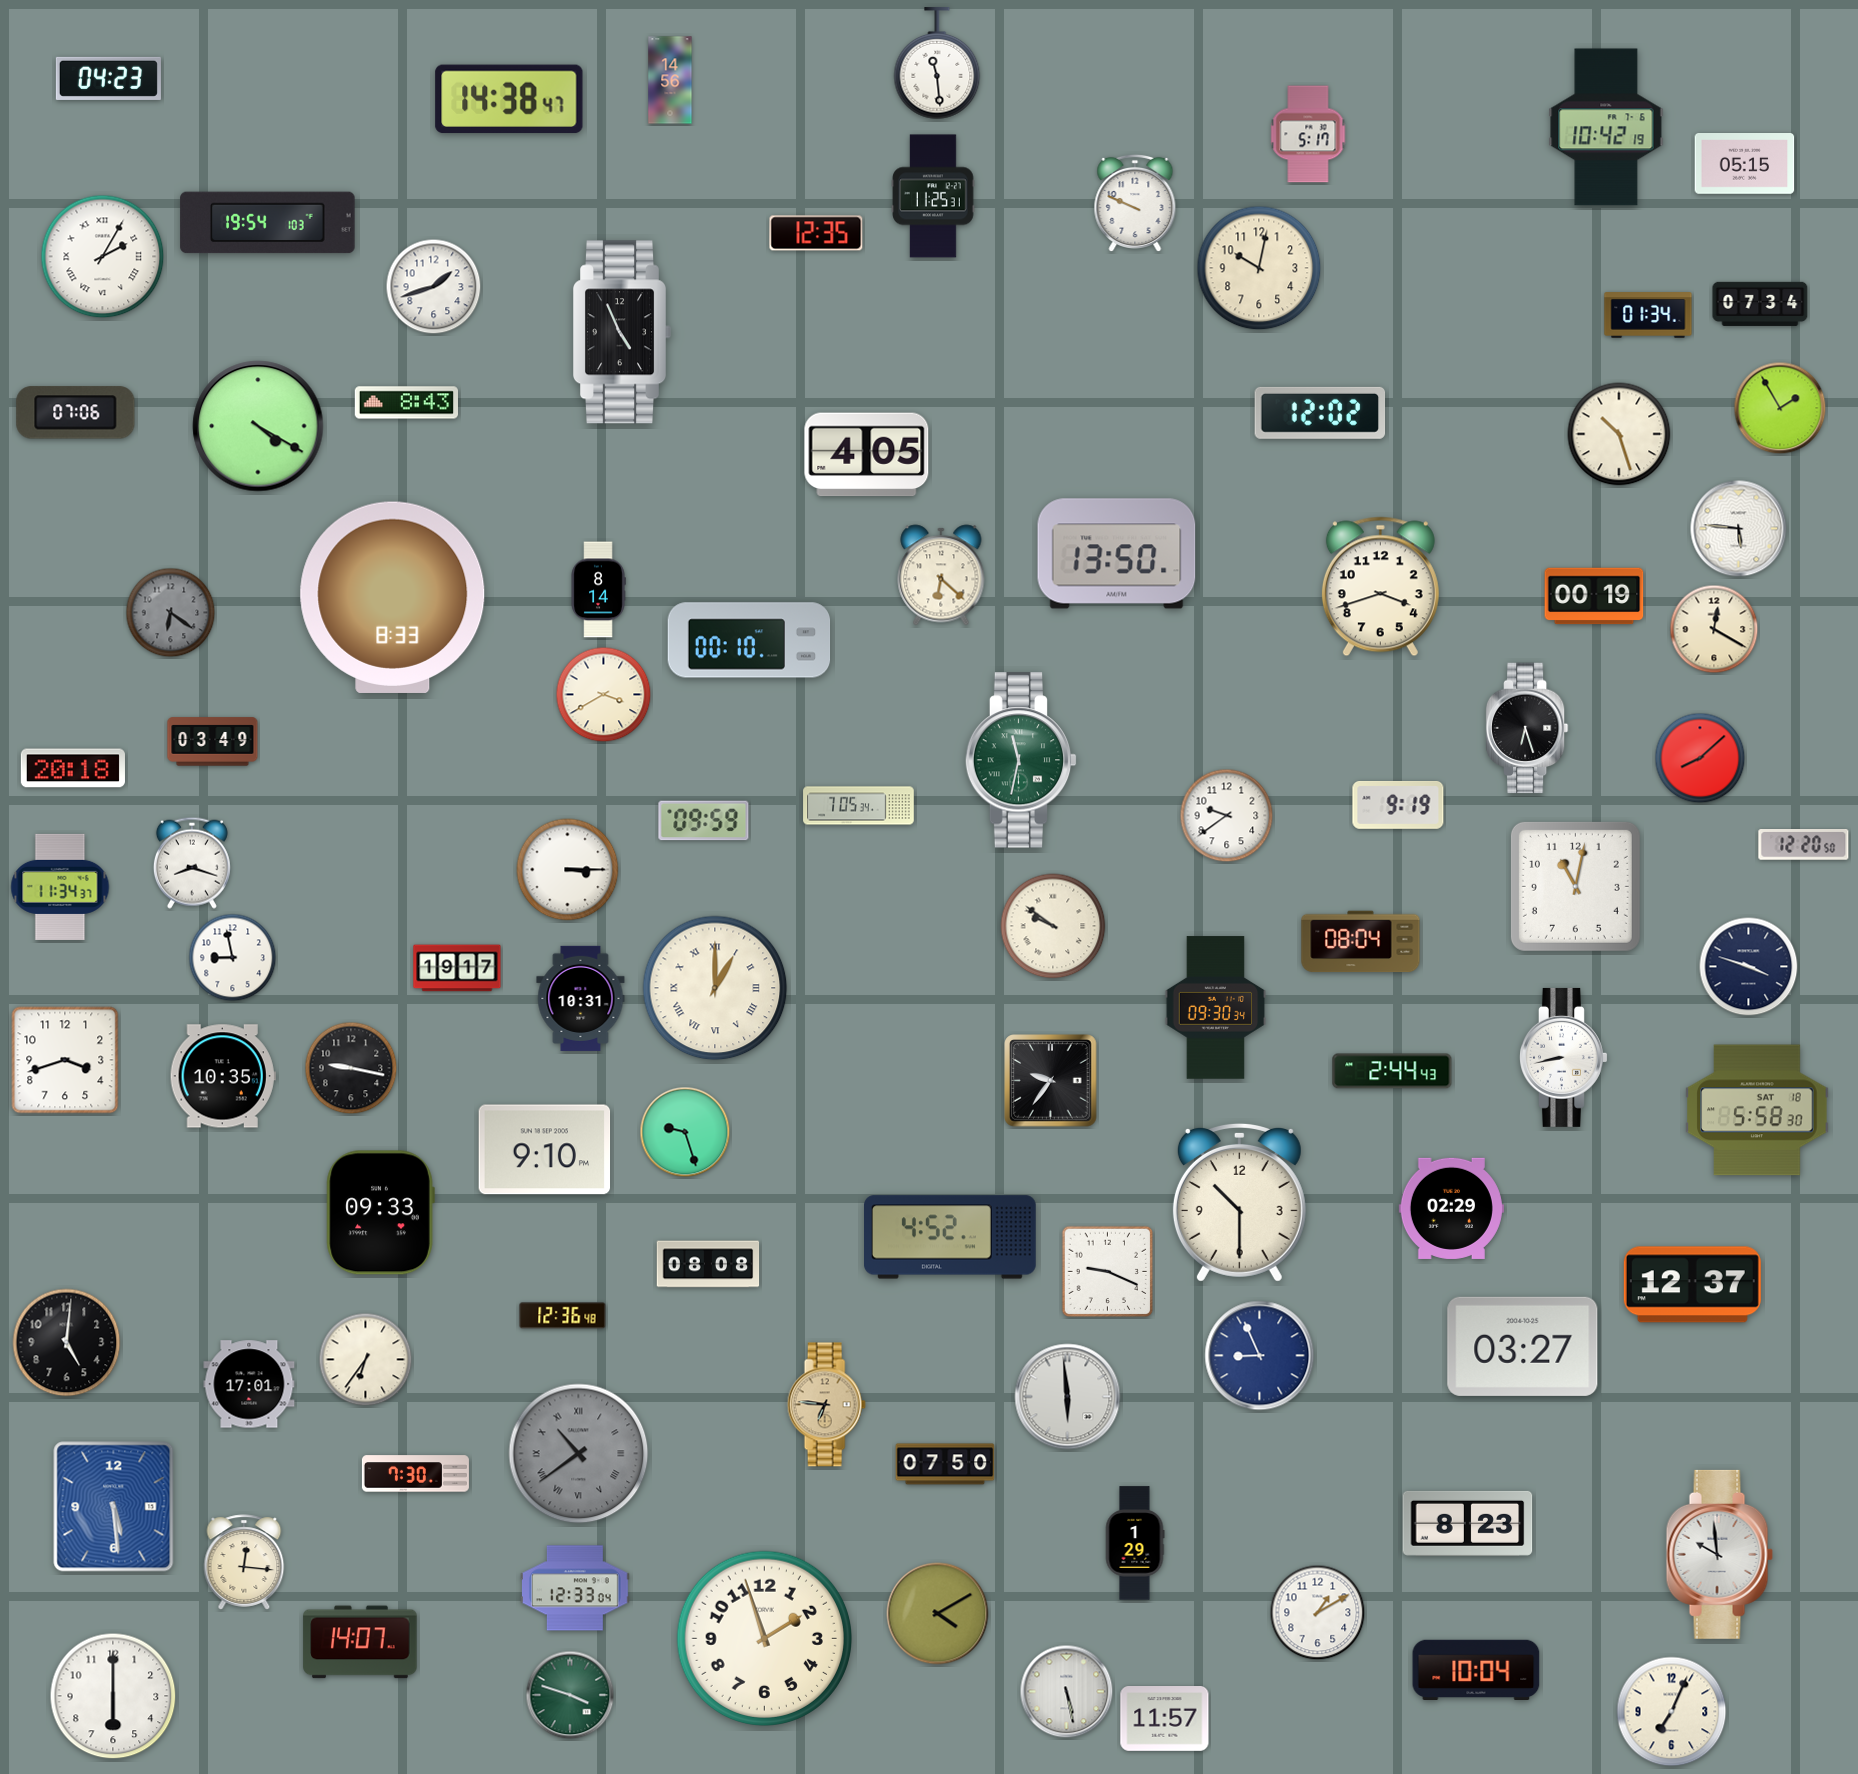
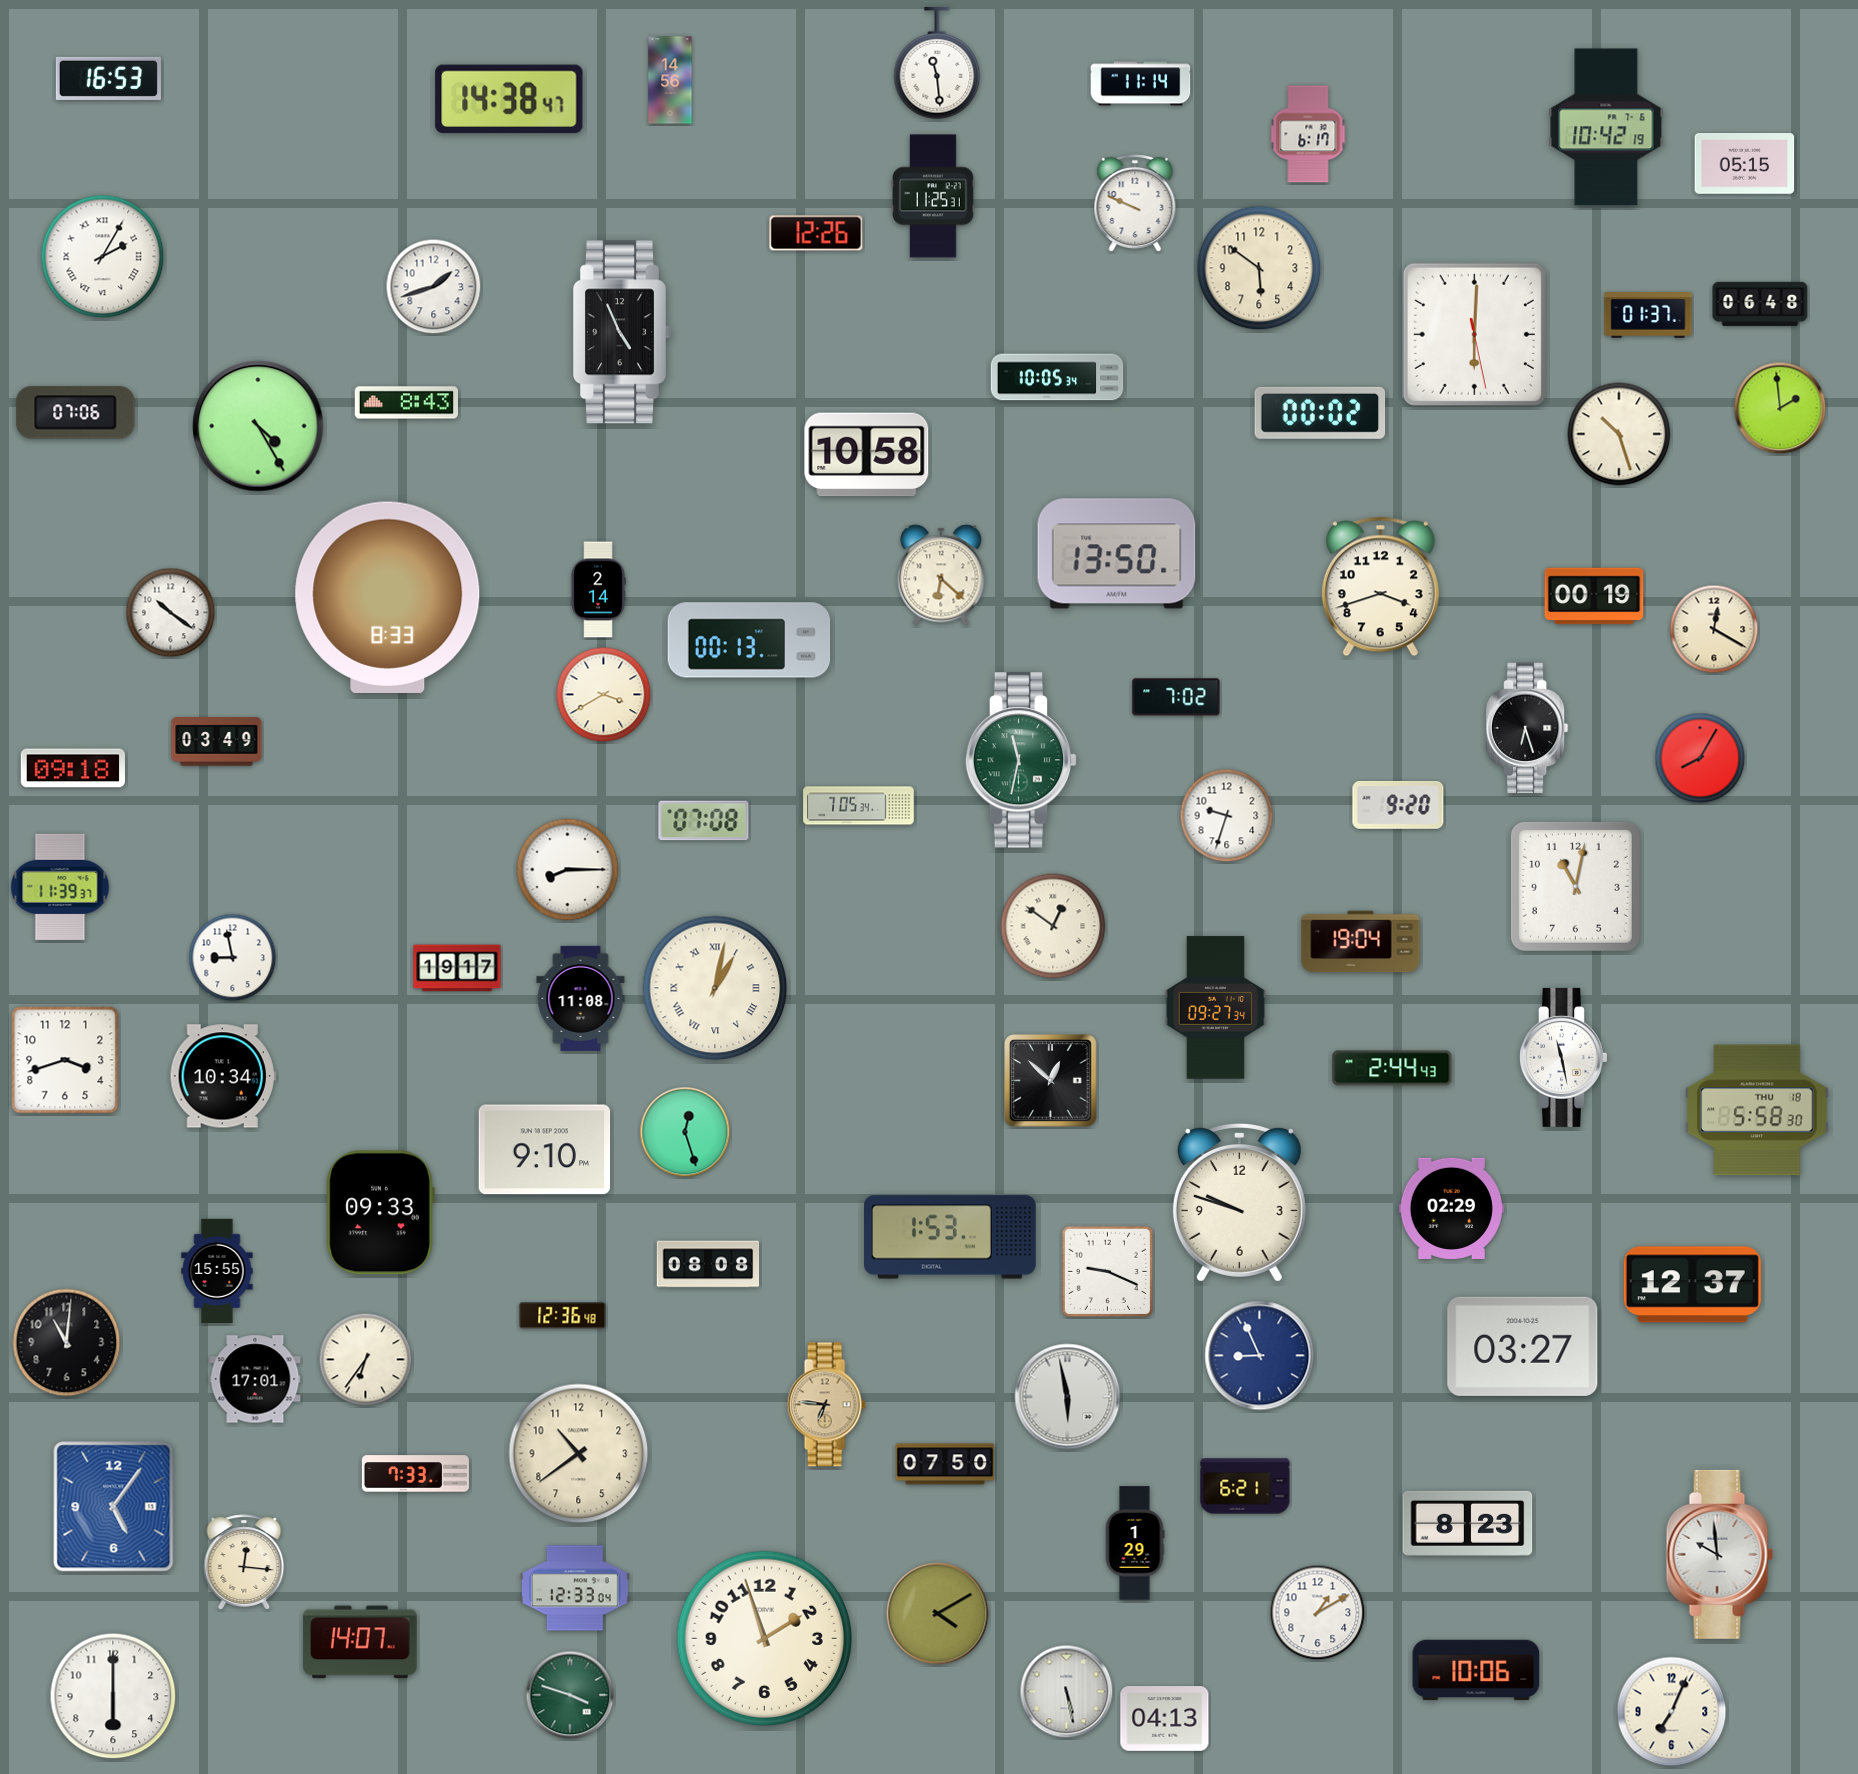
clock at (108, 78): 04:23 -> 16:53
clock at (1141, 84): none -> 11:14
clock at (1308, 134): 5:17 -> 6:17
clock at (268, 223): 19:54 -> none
clock at (816, 233): 12:35 -> 12:26
clock at (1259, 268): 10:02 -> 5:51
clock at (1760, 304): 07:34 -> 06:48
clock at (1648, 315): 01:34 -> 01:37
clock at (1474, 334): none -> 6:00
clock at (1057, 377): none -> 10:05
clock at (1780, 408): 1:55 -> 1:59
clock at (1320, 413): 12:02 -> 00:02
clock at (258, 426): 4:20 -> 4:25
clock at (867, 455): 4:05 -> 10:58
clock at (1739, 529): 5:46 -> none
clock at (598, 590): 8:14 -> 2:14
clock at (393, 597) position: (393, 597) -> (388, 597)
clock at (171, 613): 6:21 -> 10:21
clock at (171, 613) dial: grey -> white
clock at (749, 640): 00:10 -> 00:13
clock at (1176, 697): none -> 7:02
clock at (213, 742) position: (213, 742) -> (217, 742)
clock at (1700, 758): 8:08 -> 8:05
clock at (73, 768): 20:18 -> 09:18
clock at (1398, 805): 9:19 -> 9:20
clock at (1227, 816): 9:39 -> 9:33
clock at (704, 821): 09:59 -> 07:08
clock at (1804, 845): 12:20 -> none
clock at (192, 863): 8:18 -> none
clock at (568, 870): 3:15 -> 8:15
clock at (60, 887): 11:34 -> 11:39
clock at (1053, 926): 9:51 -> 12:51
clock at (1361, 942): 08:04 -> 19:04
clock at (1749, 967): 3:48 -> none
clock at (715, 988): 1:00 -> 1:02
clock at (581, 998): 10:31 -> 11:08
clock at (1216, 1008): 09:30 -> 09:27
clock at (1564, 1057): 8:43 -> 11:28
clock at (351, 1068): 9:17 -> none
clock at (1392, 1071) position: (1392, 1071) -> (1392, 1068)
clock at (223, 1076): 10:35 -> 10:34
clock at (1051, 1081): 9:36 -> 12:52
clock at (1757, 1110) date: SAT 18 -> THU 18
clock at (685, 1132): 9:27 -> 12:27
clock at (1239, 1202): 10:30 -> 9:48
clock at (951, 1237): 4:52 -> 1:53
clock at (217, 1270): none -> 15:55
clock at (67, 1343): 5:01 -> 11:01
clock at (249, 1384) position: (249, 1384) -> (255, 1379)
clock at (1068, 1397): 5:59 -> 5:58
clock at (579, 1454) dial: grey -> cream
clock at (579, 1454) numerals: Roman -> Arabic
clock at (415, 1474): 7:30 -> 7:33
clock at (1245, 1486): none -> 6:21
clock at (114, 1507): 5:29 -> 5:06
clock at (1476, 1669): 10:04 -> 10:06
clock at (1165, 1719): 11:57 -> 04:13
